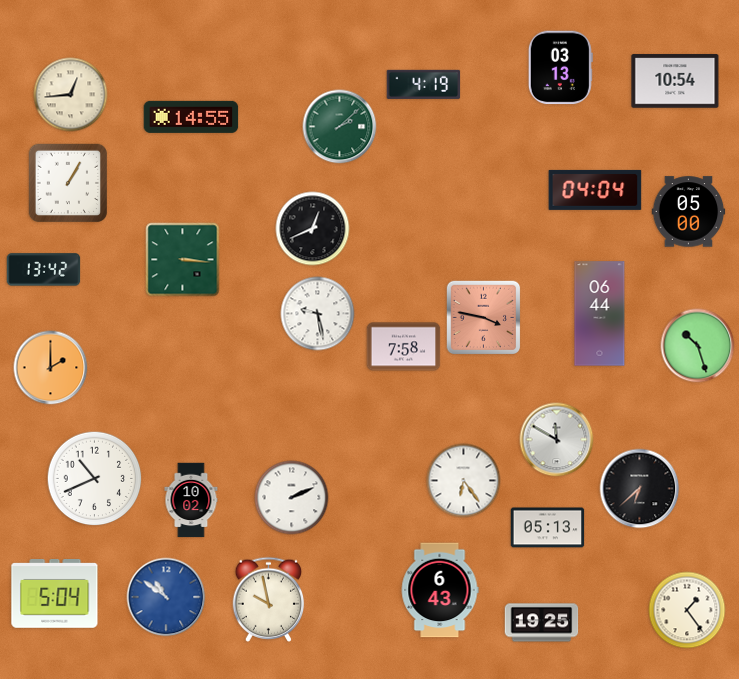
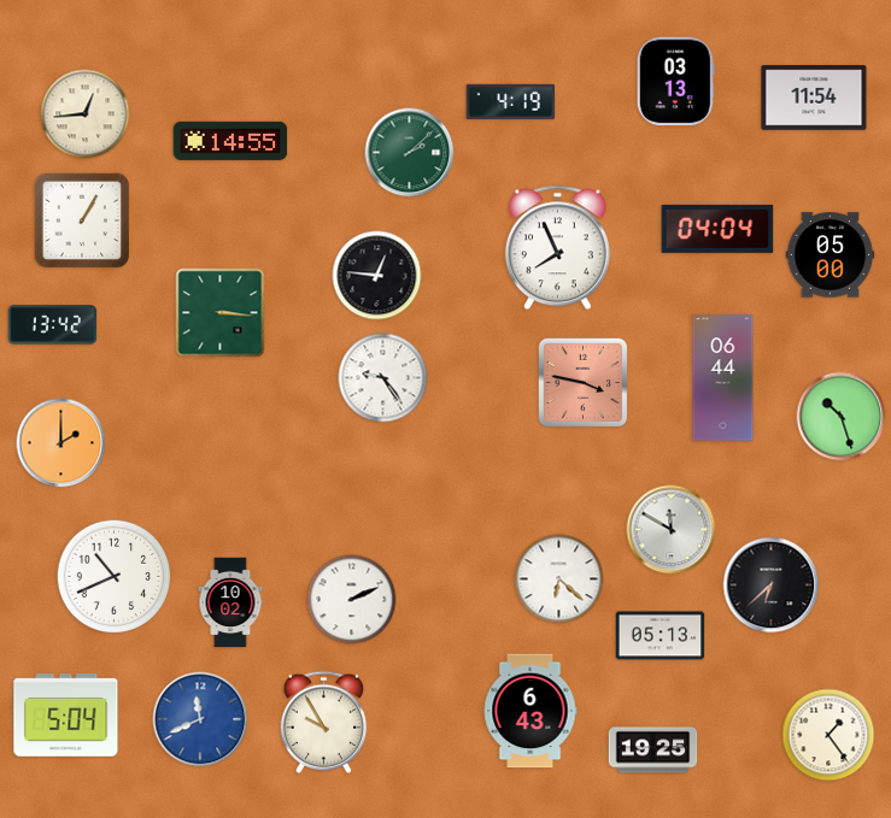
clock at (675, 81): 10:54 -> 11:54
clock at (557, 248): none -> 7:56
clock at (313, 229): 12:41 -> 12:46
clock at (318, 314): 9:28 -> 9:24
clock at (404, 347): 7:58 -> none
clock at (464, 481): 6:24 -> 6:22
clock at (640, 489) position: (640, 489) -> (772, 585)
clock at (166, 597): 10:51 -> 11:41
clock at (269, 599): 9:58 -> 9:55
